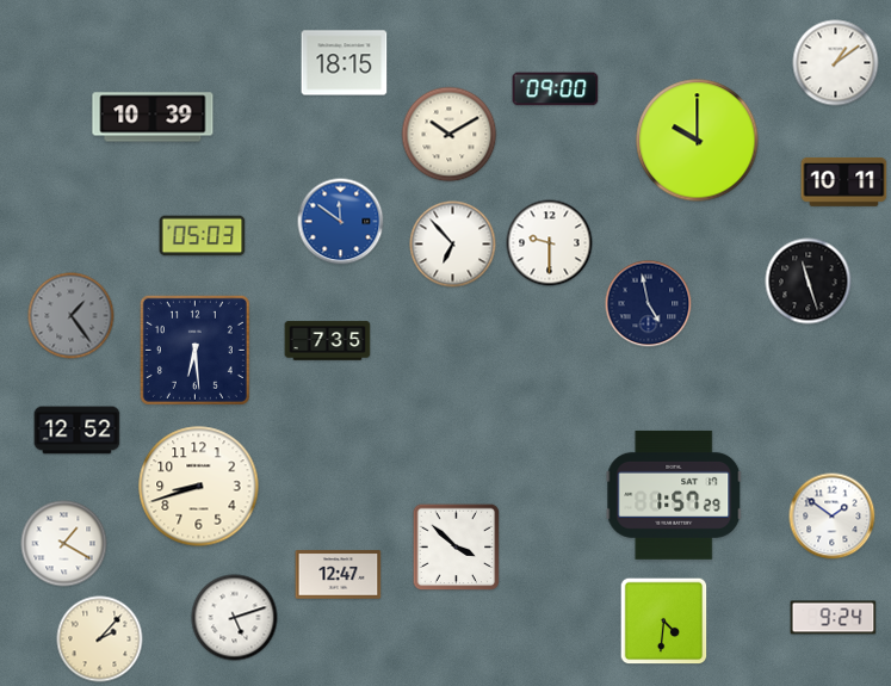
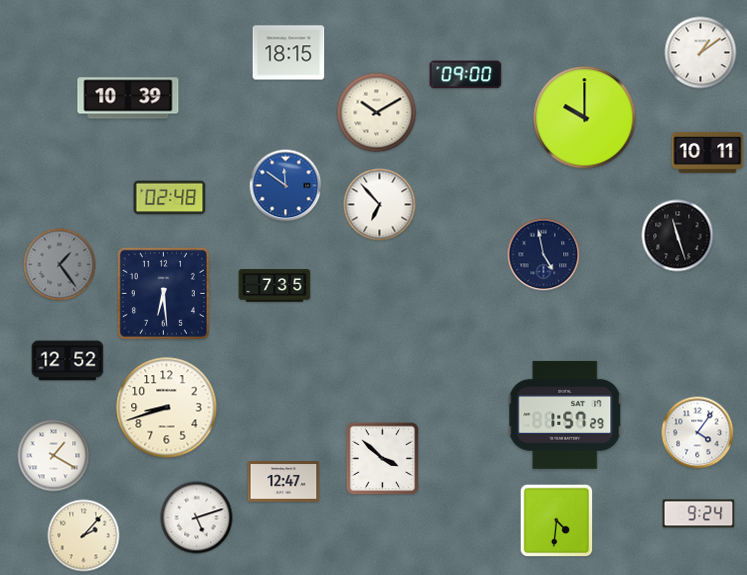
clock at (203, 236): 05:03 -> 02:48
clock at (550, 243): 9:30 -> none
clock at (78, 431) position: (78, 431) -> (68, 361)
clock at (833, 517): 1:51 -> 4:06
clock at (834, 618) position: (834, 618) -> (699, 514)
